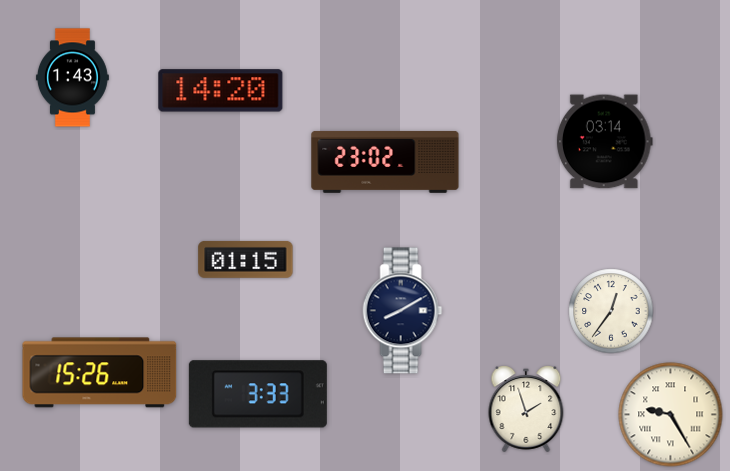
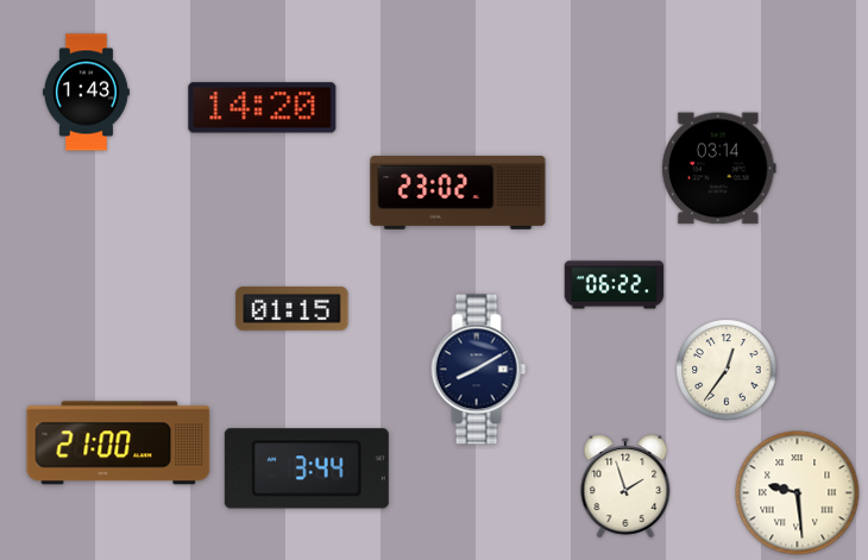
clock at (615, 285): none -> 06:22
clock at (100, 373): 15:26 -> 21:00
clock at (258, 394): 3:33 -> 3:44
clock at (671, 415): 9:25 -> 9:29
